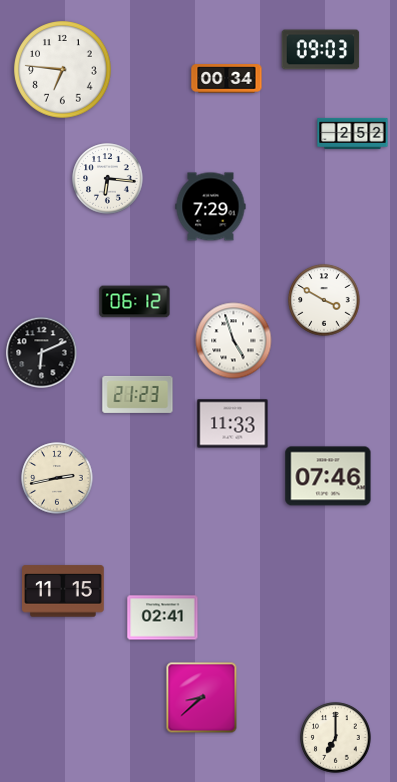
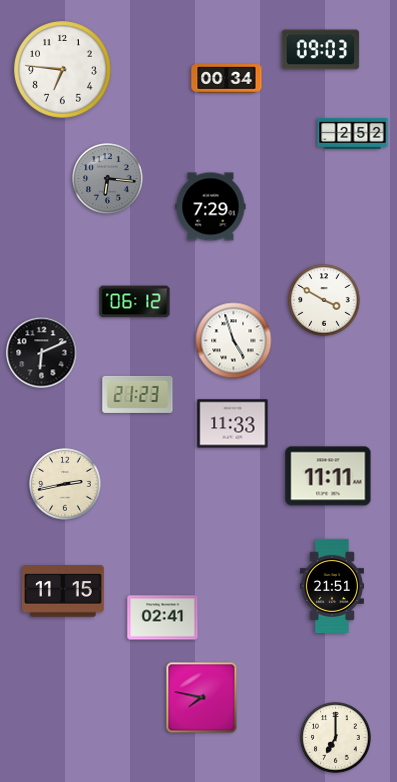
clock at (108, 179) dial: white -> grey
clock at (328, 476): 07:46 -> 11:11
clock at (57, 478) position: (57, 478) -> (65, 484)
clock at (332, 586): none -> 21:51
clock at (202, 698): 8:38 -> 7:47
